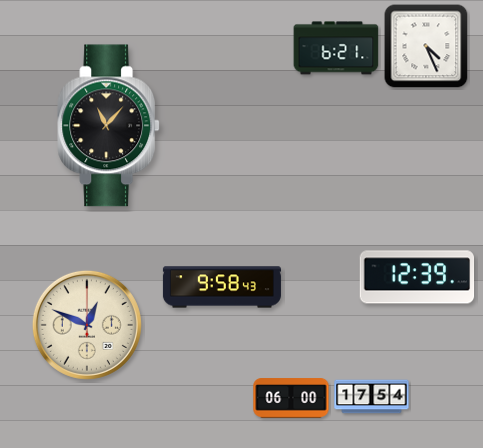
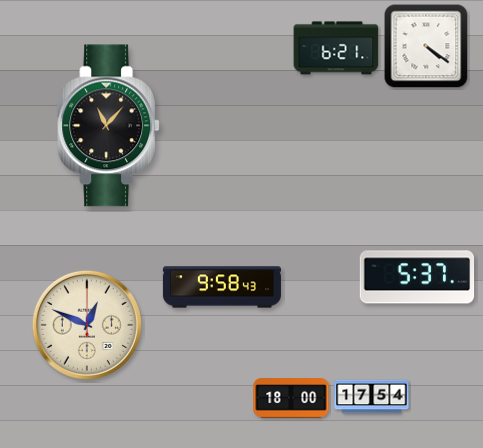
clock at (426, 46): 4:26 -> 4:21
clock at (417, 277): 12:39 -> 5:37
clock at (291, 398): 06:00 -> 18:00
